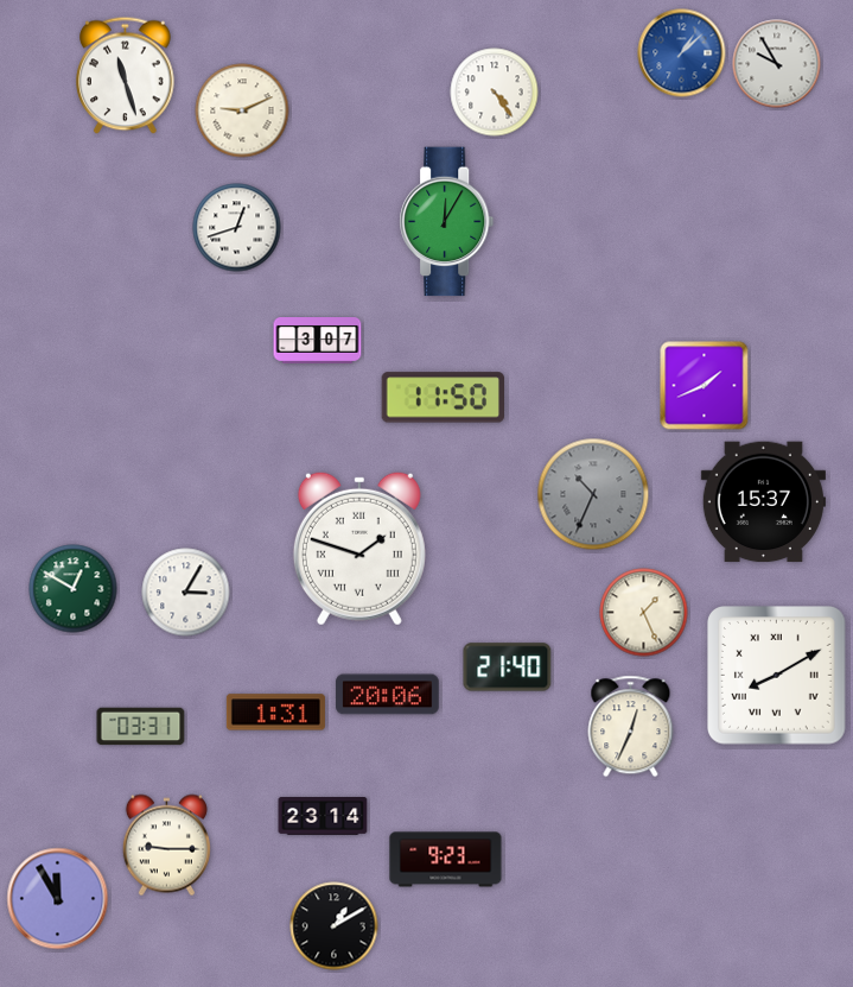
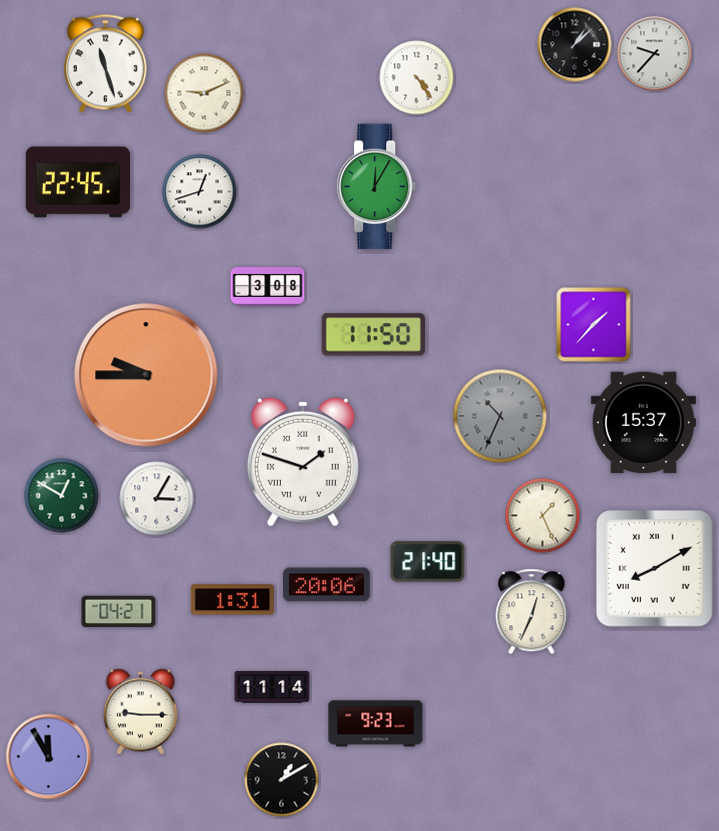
clock at (682, 53) dial: blue -> black
clock at (777, 64): 9:55 -> 9:37
clock at (77, 182): none -> 22:45
clock at (318, 341): 3:07 -> 3:08
clock at (705, 386): 1:41 -> 1:37
clock at (146, 375): none -> 9:45
clock at (141, 727): 03:31 -> 04:21
clock at (323, 817): 23:14 -> 11:14
